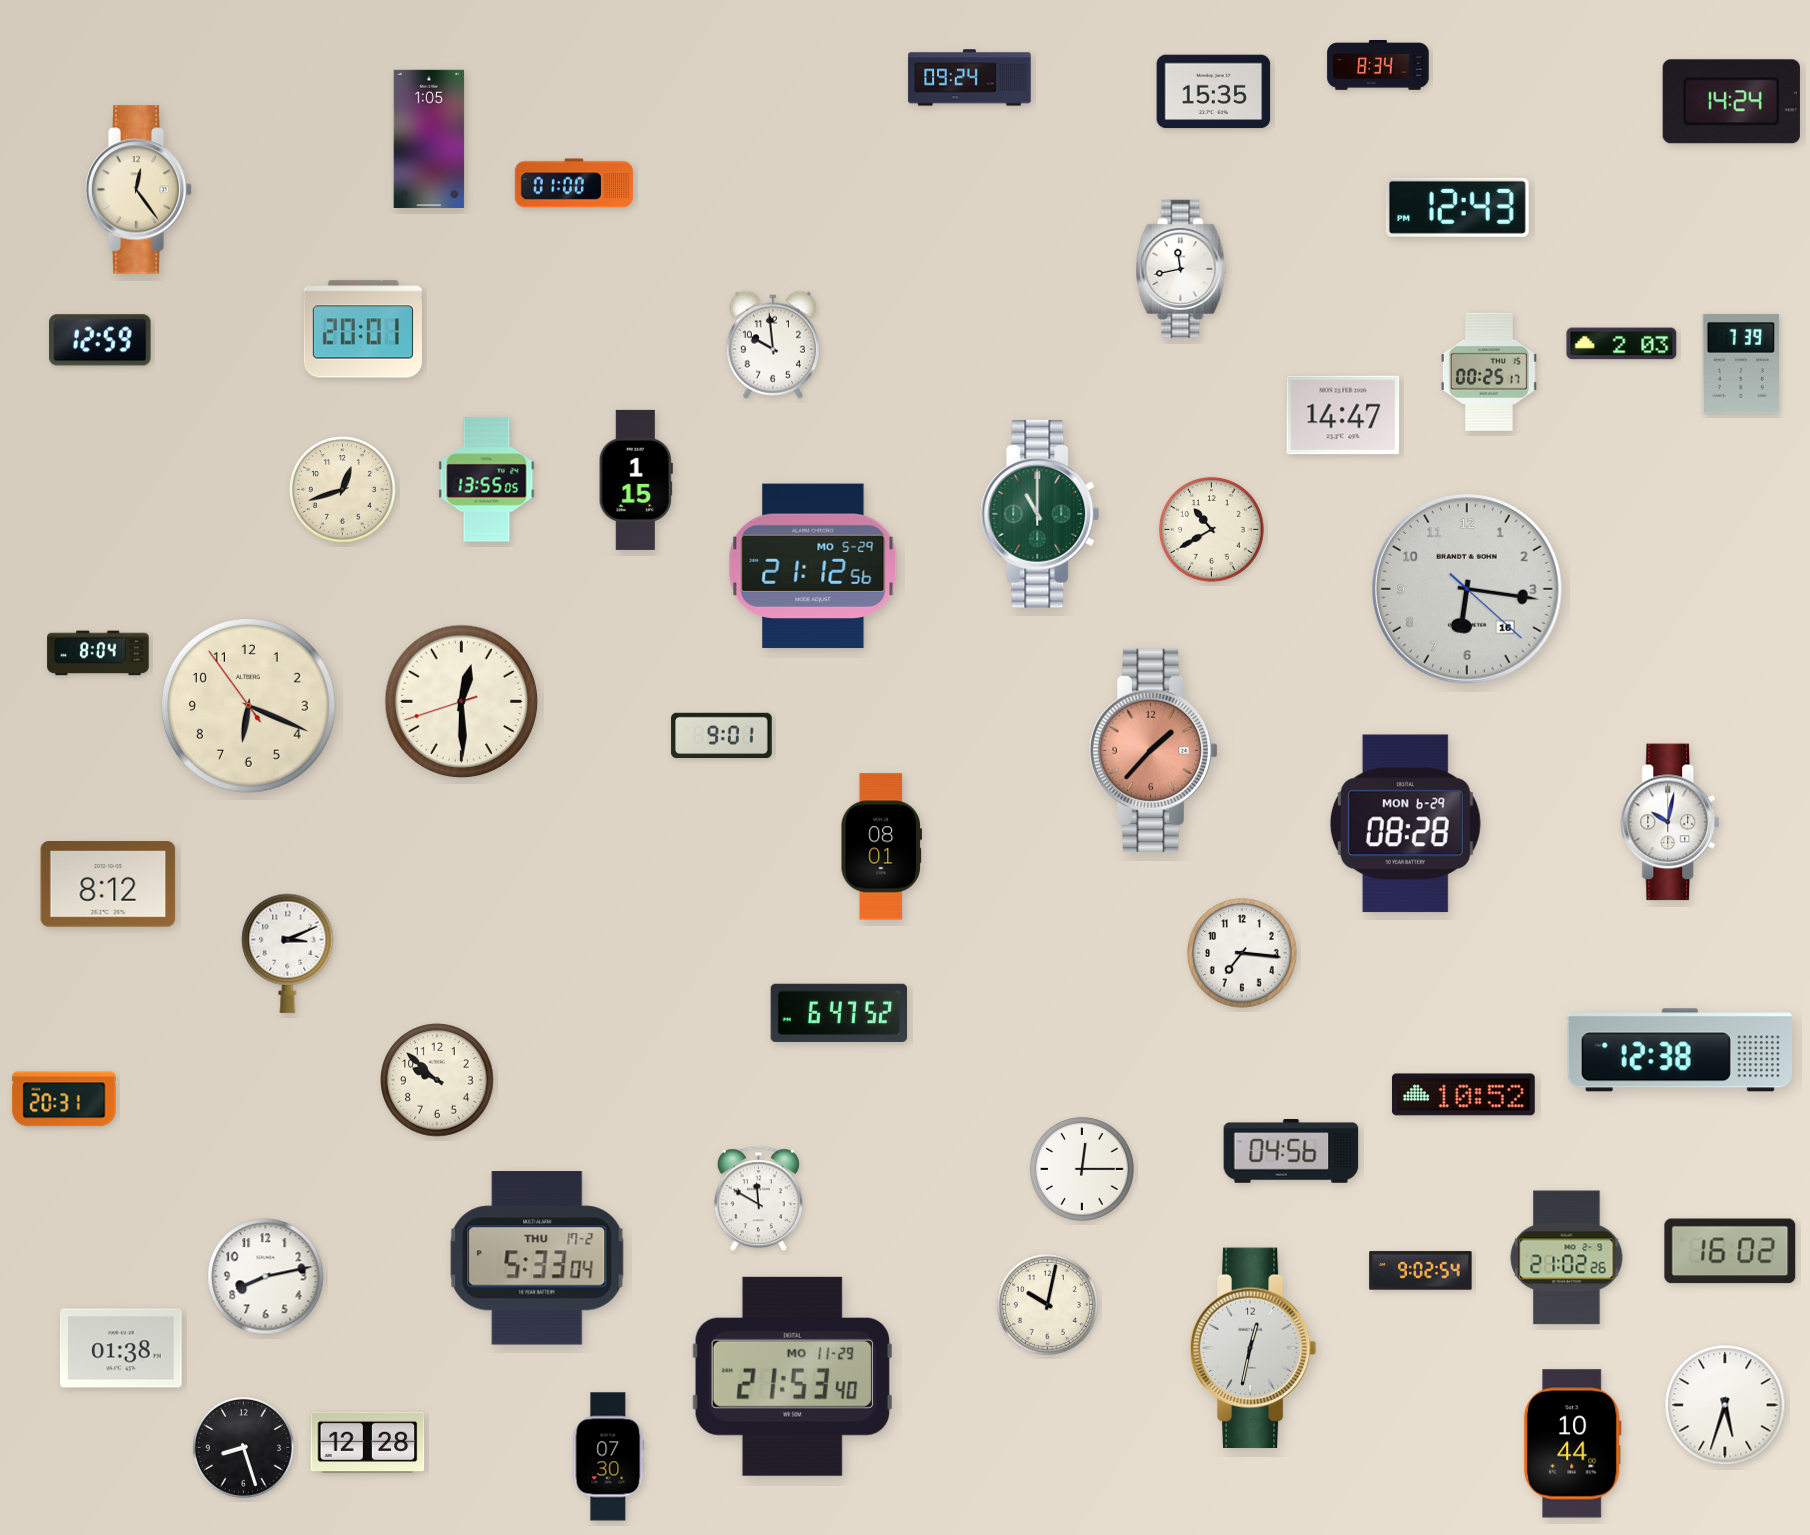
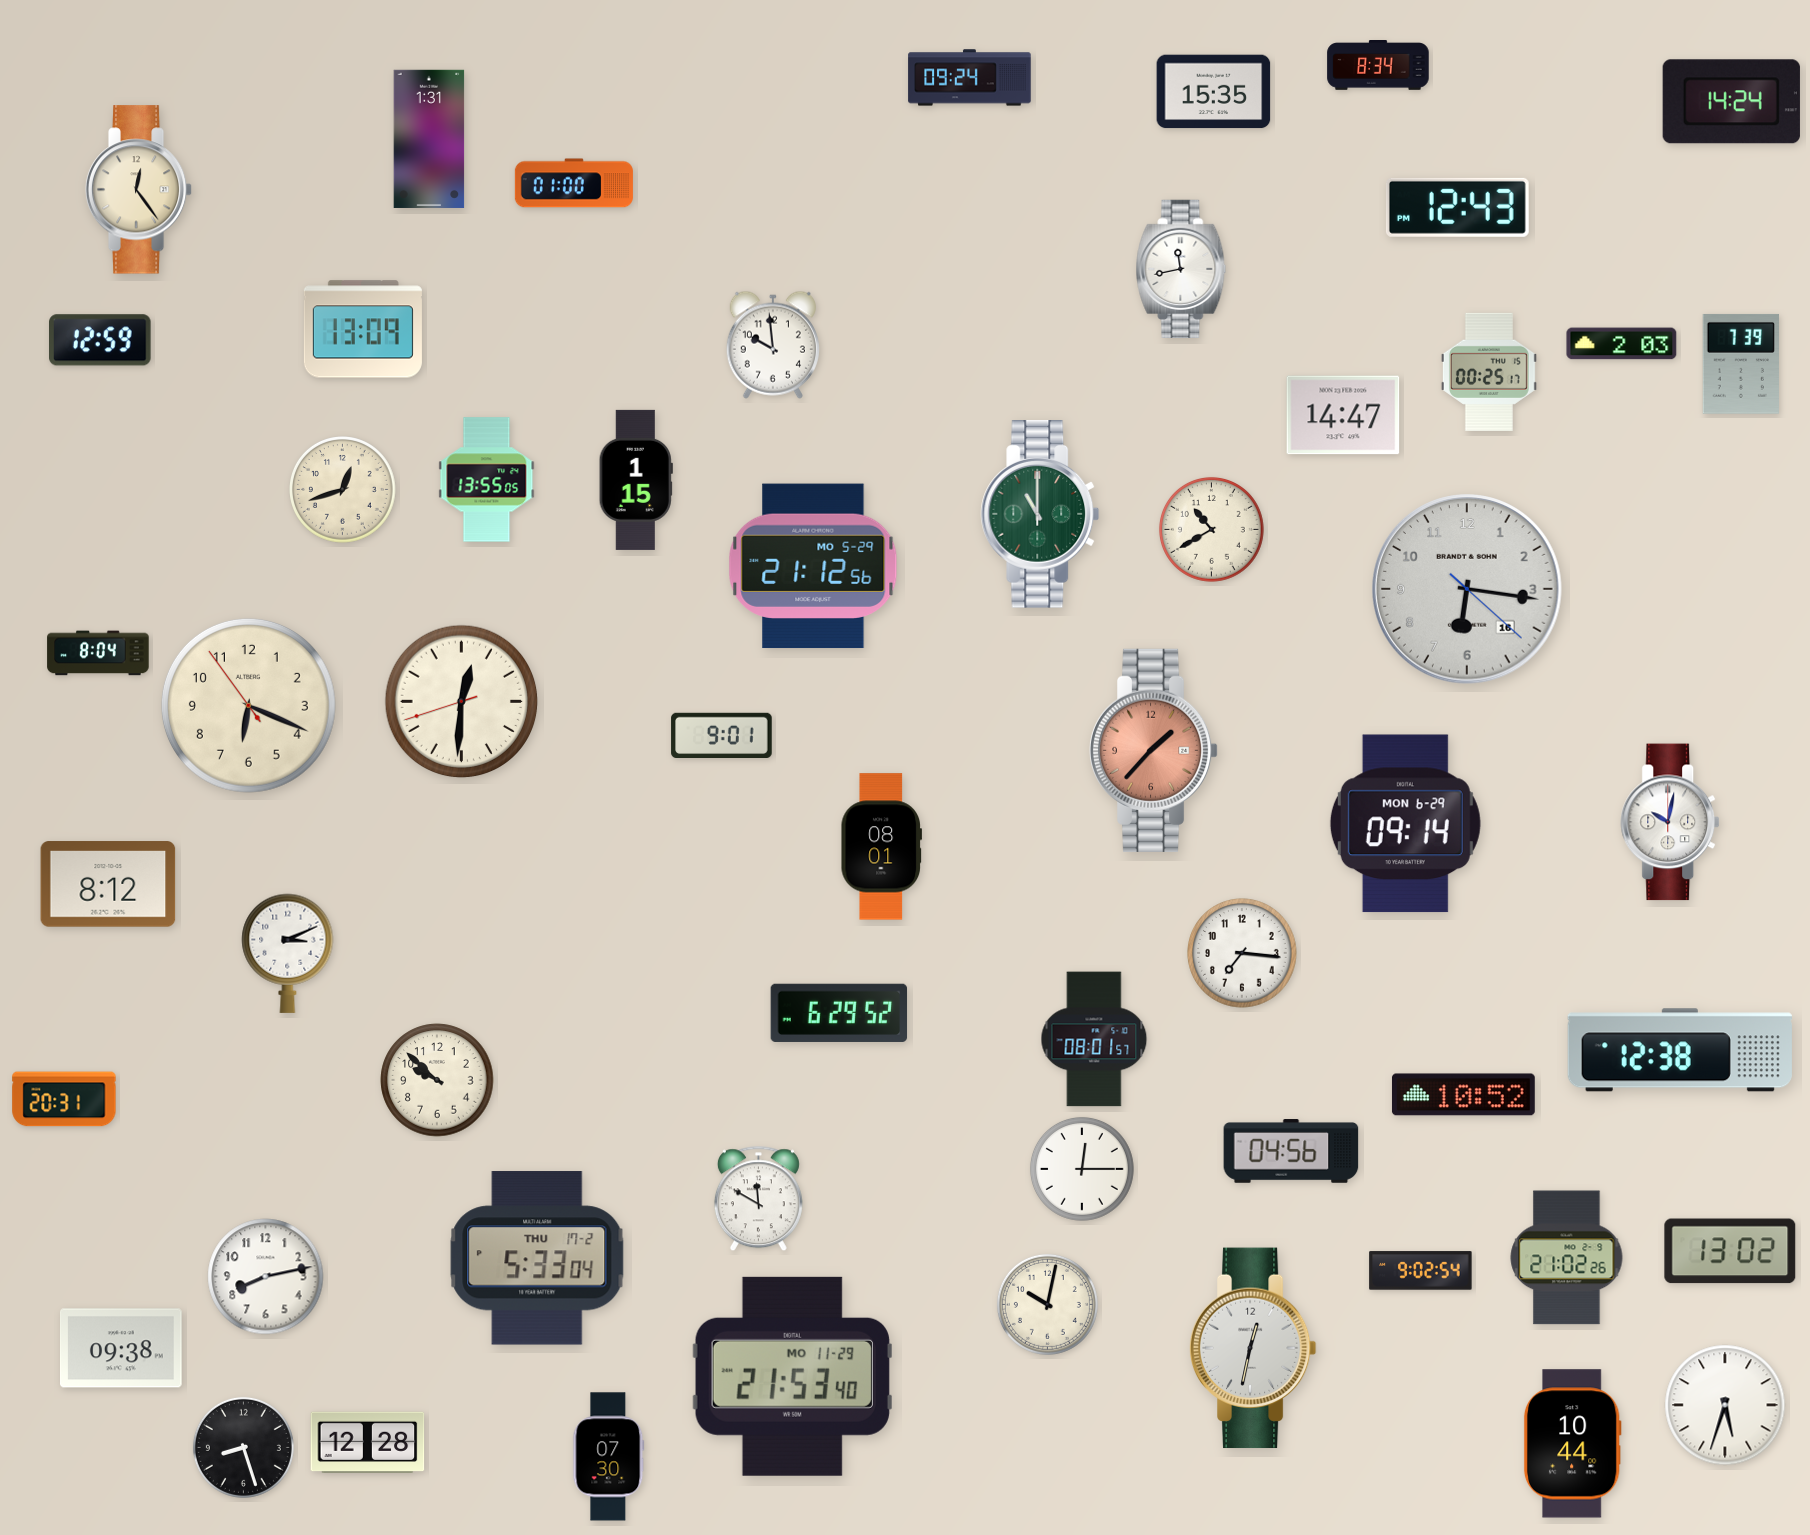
clock at (429, 138): 1:05 -> 1:31
clock at (363, 329): 20:01 -> 13:09
clock at (462, 702): 12:29 -> 12:30
clock at (1405, 824): 08:28 -> 09:14
clock at (839, 1013): 6:47 -> 6:29
clock at (1094, 1039): none -> 08:01
clock at (1730, 1251): 16:02 -> 13:02
clock at (122, 1348): 01:38 -> 09:38
